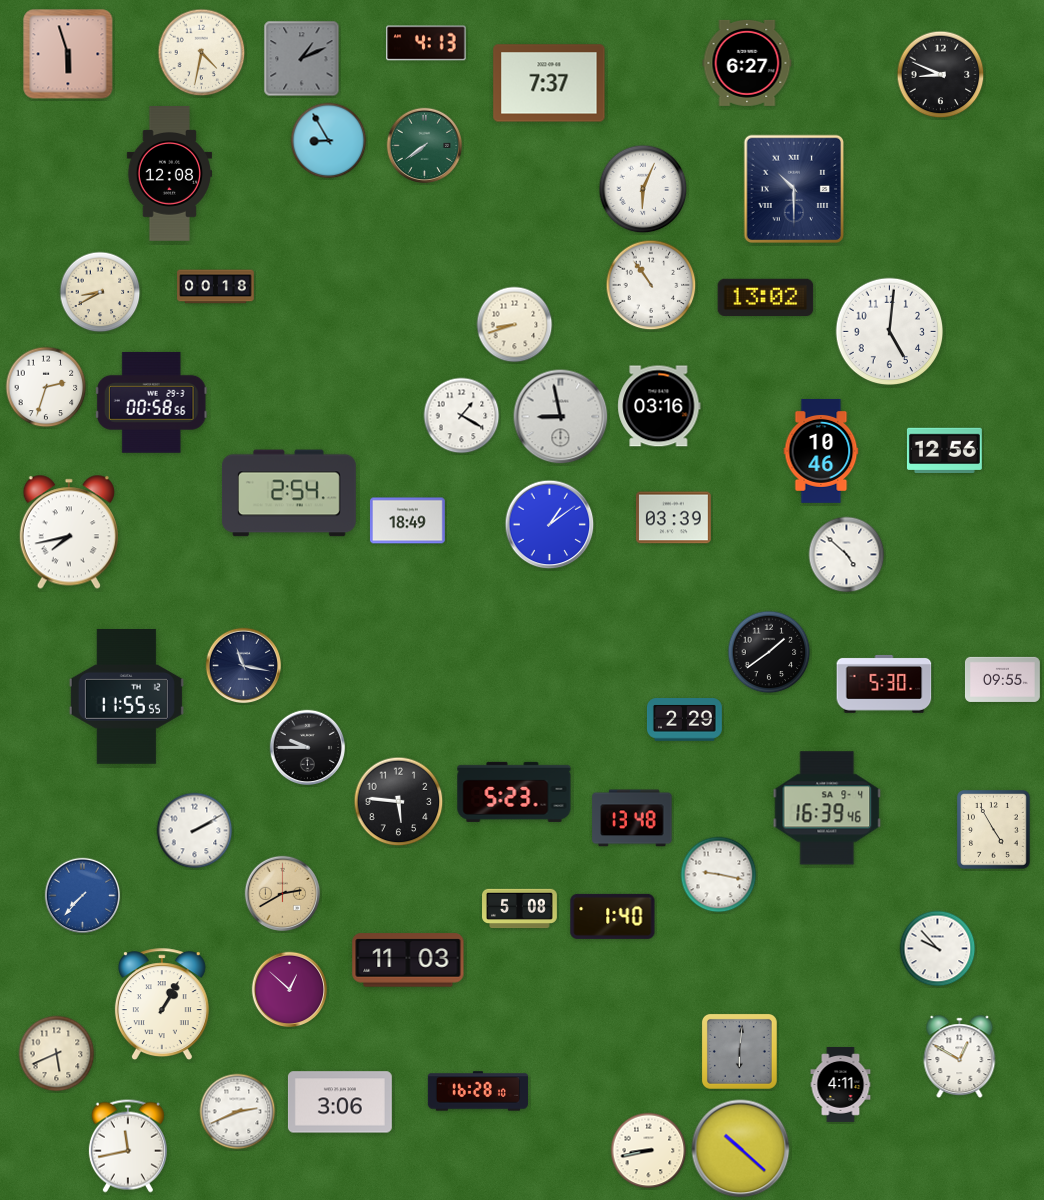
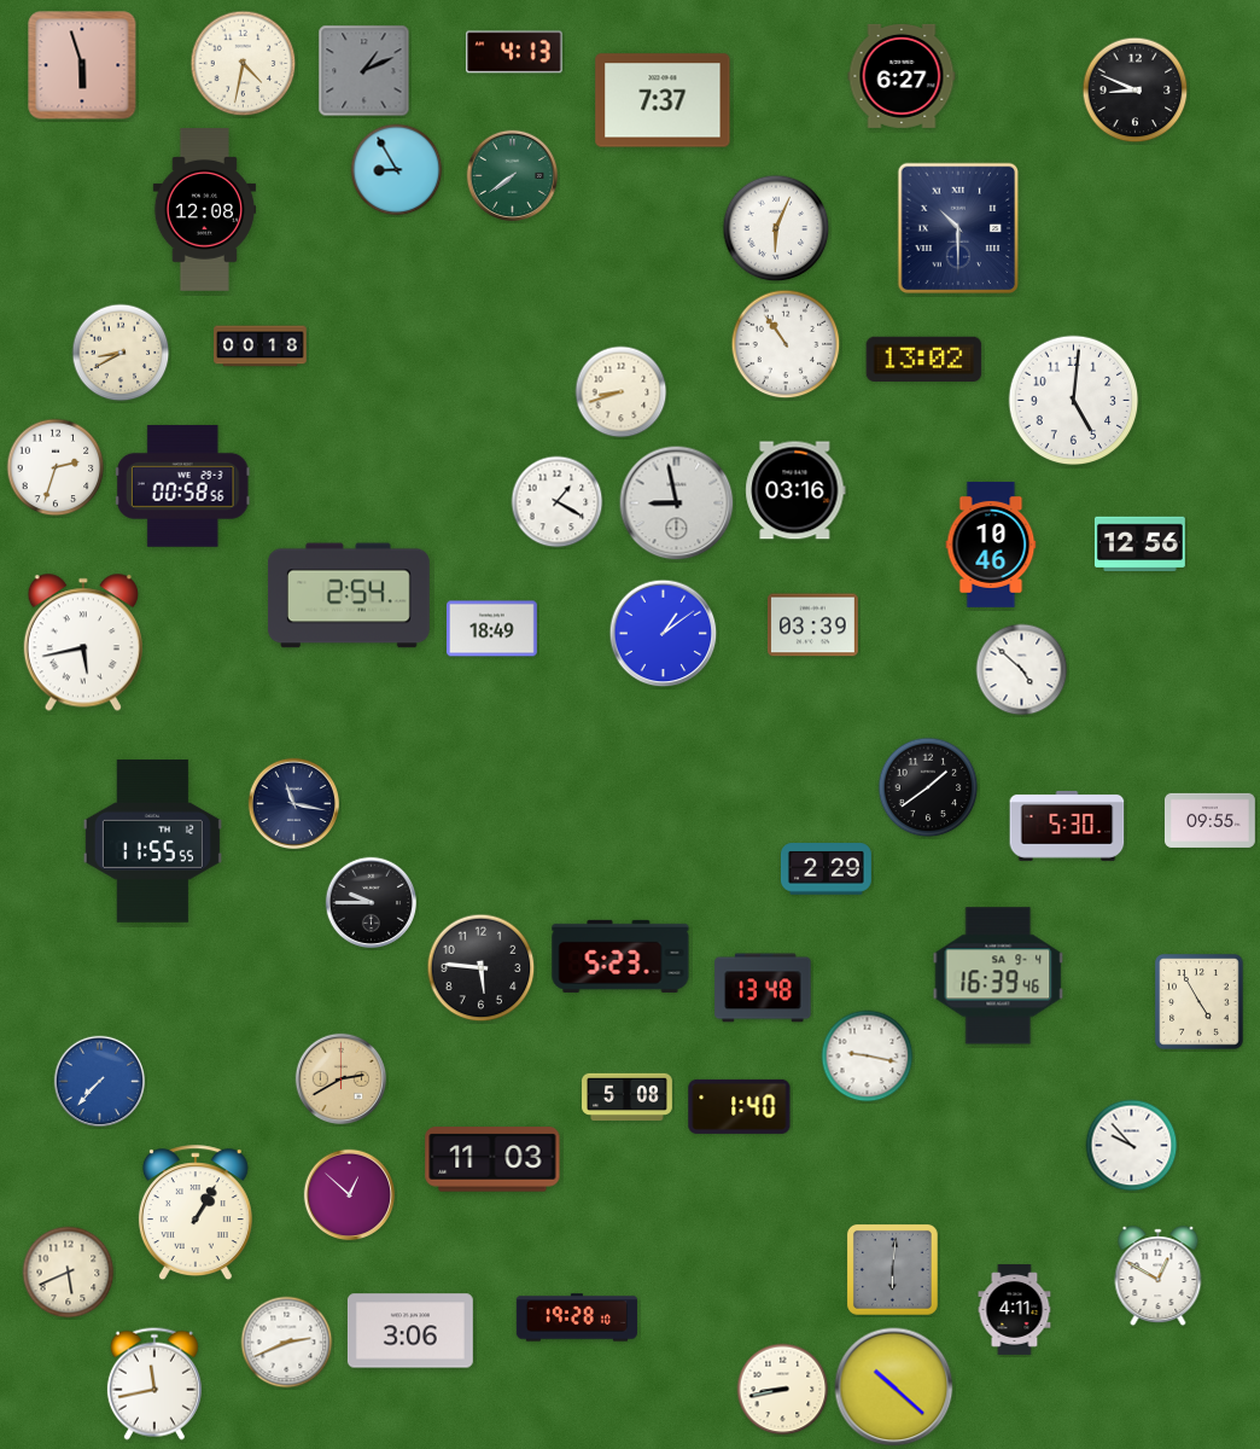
clock at (69, 532): 7:43 -> 5:43
clock at (195, 831): 2:10 -> none
clock at (478, 1091): 16:28 -> 19:28
